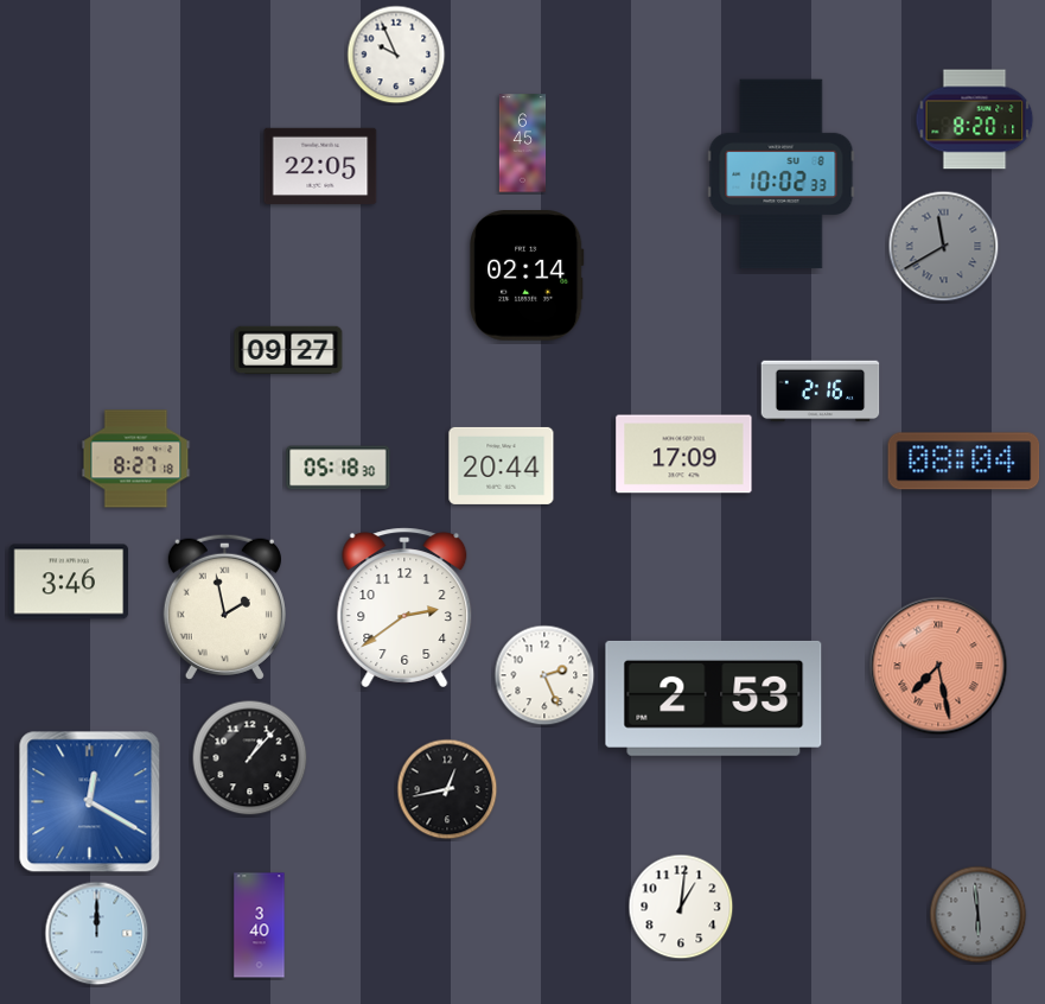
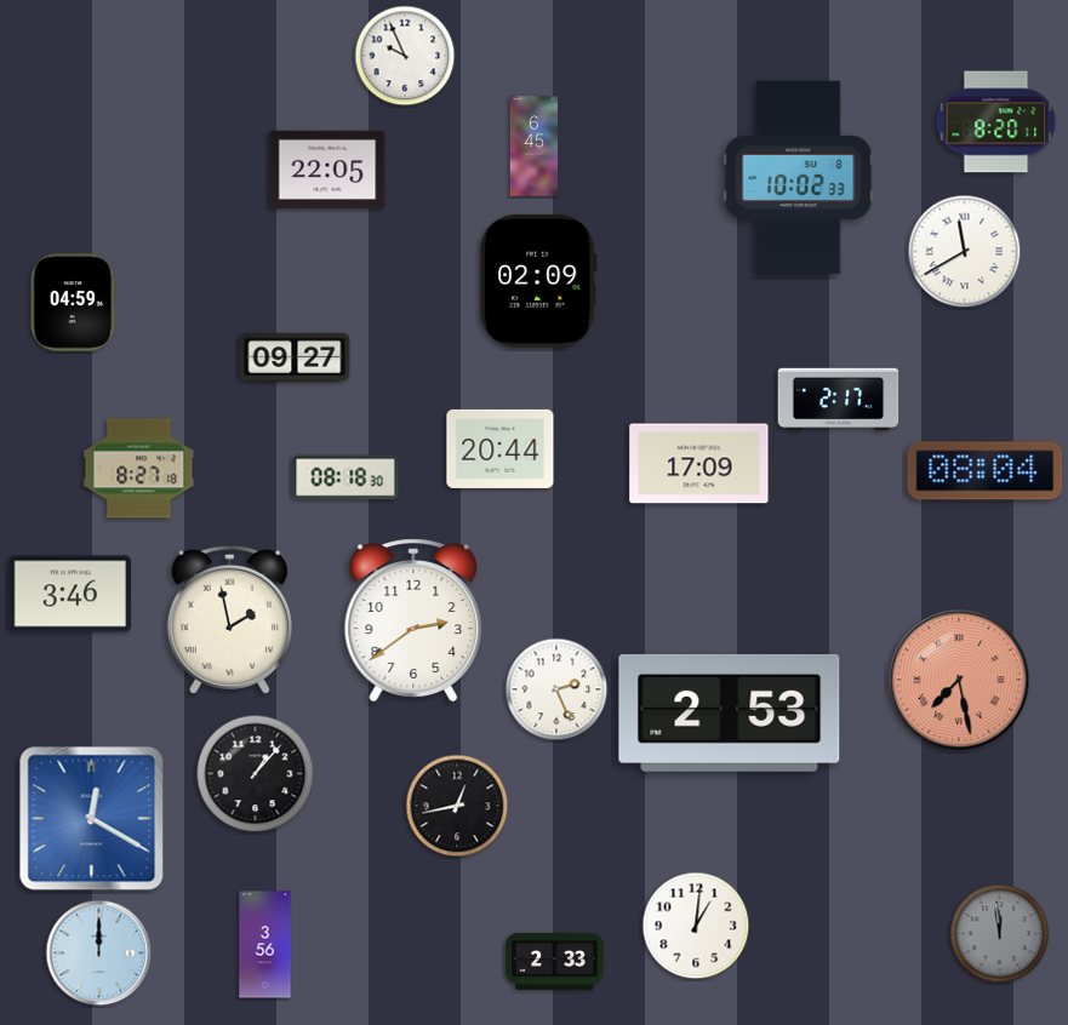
clock at (944, 247) dial: grey -> white
clock at (528, 277): 02:14 -> 02:09
clock at (73, 303): none -> 04:59
clock at (821, 392): 2:16 -> 2:17
clock at (502, 465) position: (502, 465) -> (501, 448)
clock at (338, 468): 05:18 -> 08:18
clock at (979, 915): 5:59 -> 11:59
clock at (260, 926): 3:40 -> 3:56
clock at (555, 961): none -> 2:33
